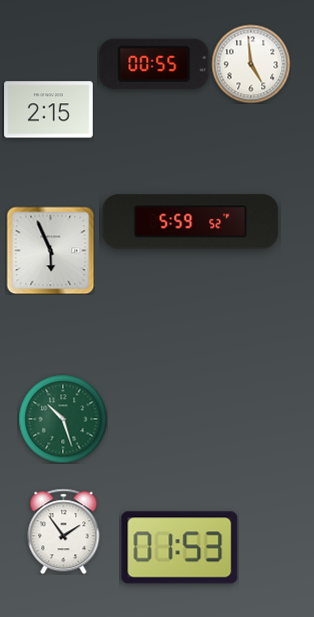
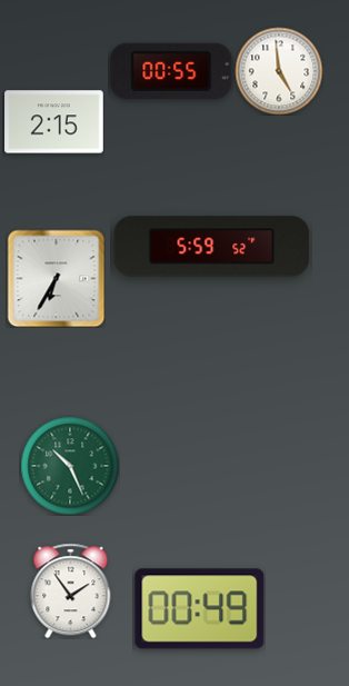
clock at (50, 250): 5:56 -> 6:35
clock at (63, 419): 10:27 -> 10:26
clock at (180, 548): 01:53 -> 00:49
